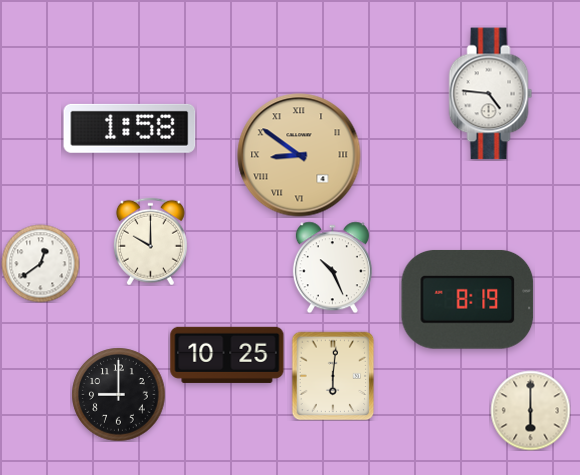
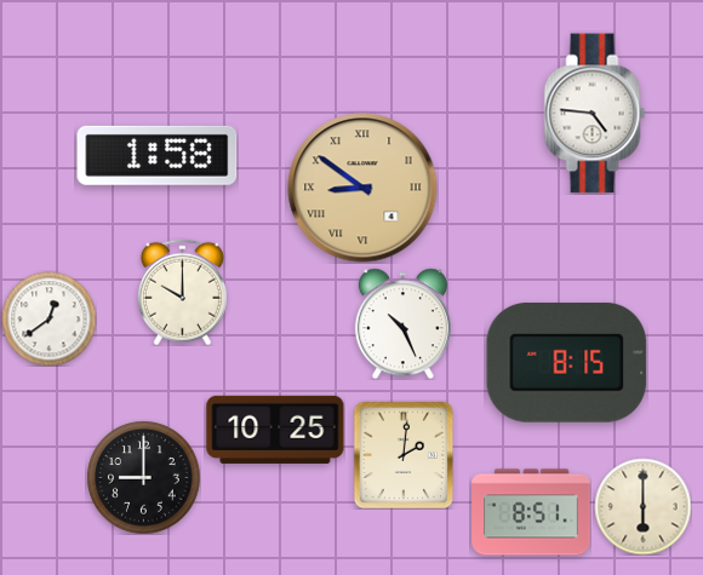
clock at (468, 299): 8:19 -> 8:15
clock at (333, 376): 6:01 -> 2:01
clock at (530, 410) position: (530, 410) -> (642, 506)
clock at (531, 512): none -> 8:51
